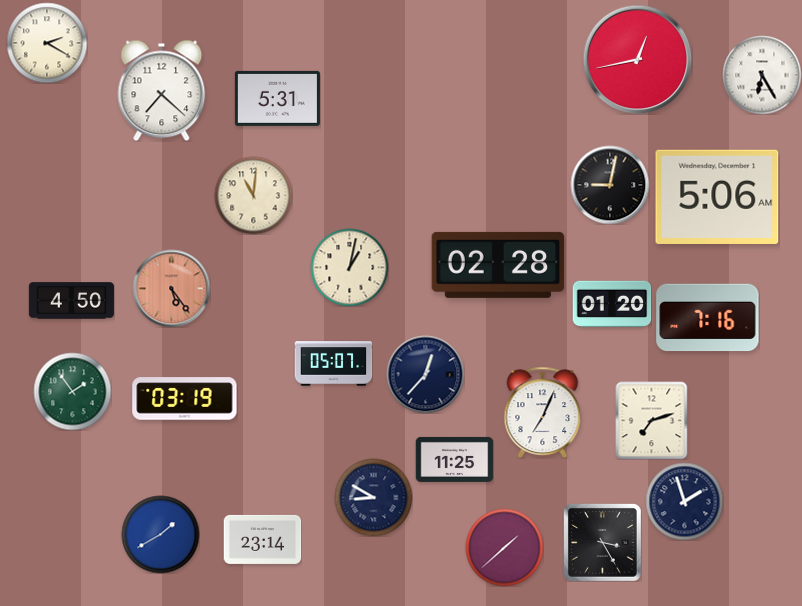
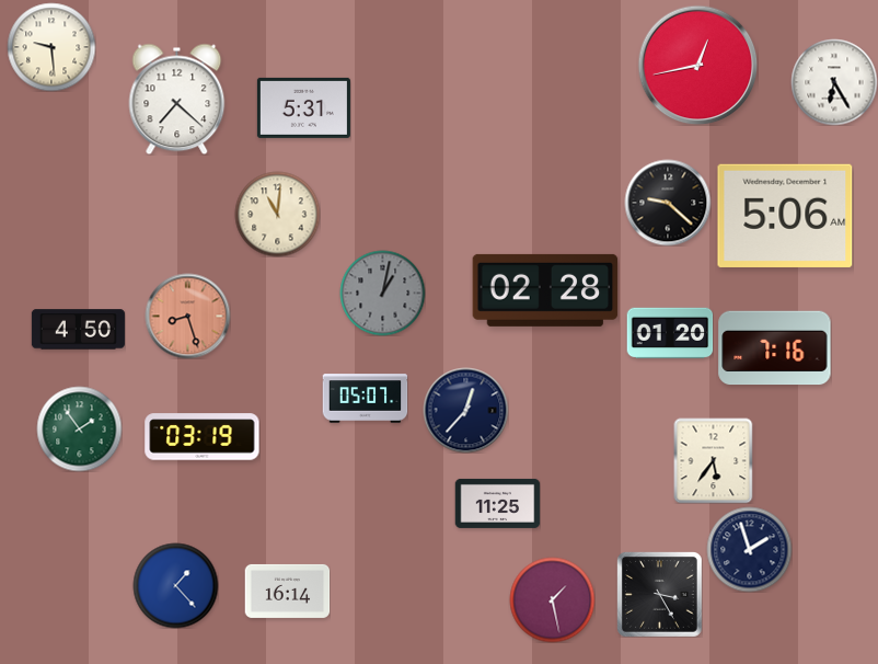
clock at (47, 43): 2:20 -> 9:29
clock at (610, 185): 9:02 -> 9:22
clock at (349, 267) dial: cream -> grey
clock at (171, 288): 5:24 -> 8:27
clock at (543, 412): 7:04 -> none
clock at (652, 420): 7:12 -> 5:36
clock at (373, 497): 8:50 -> none
clock at (160, 534): 1:40 -> 1:23
clock at (262, 539): 23:14 -> 16:14
clock at (504, 547): 1:38 -> 1:28
